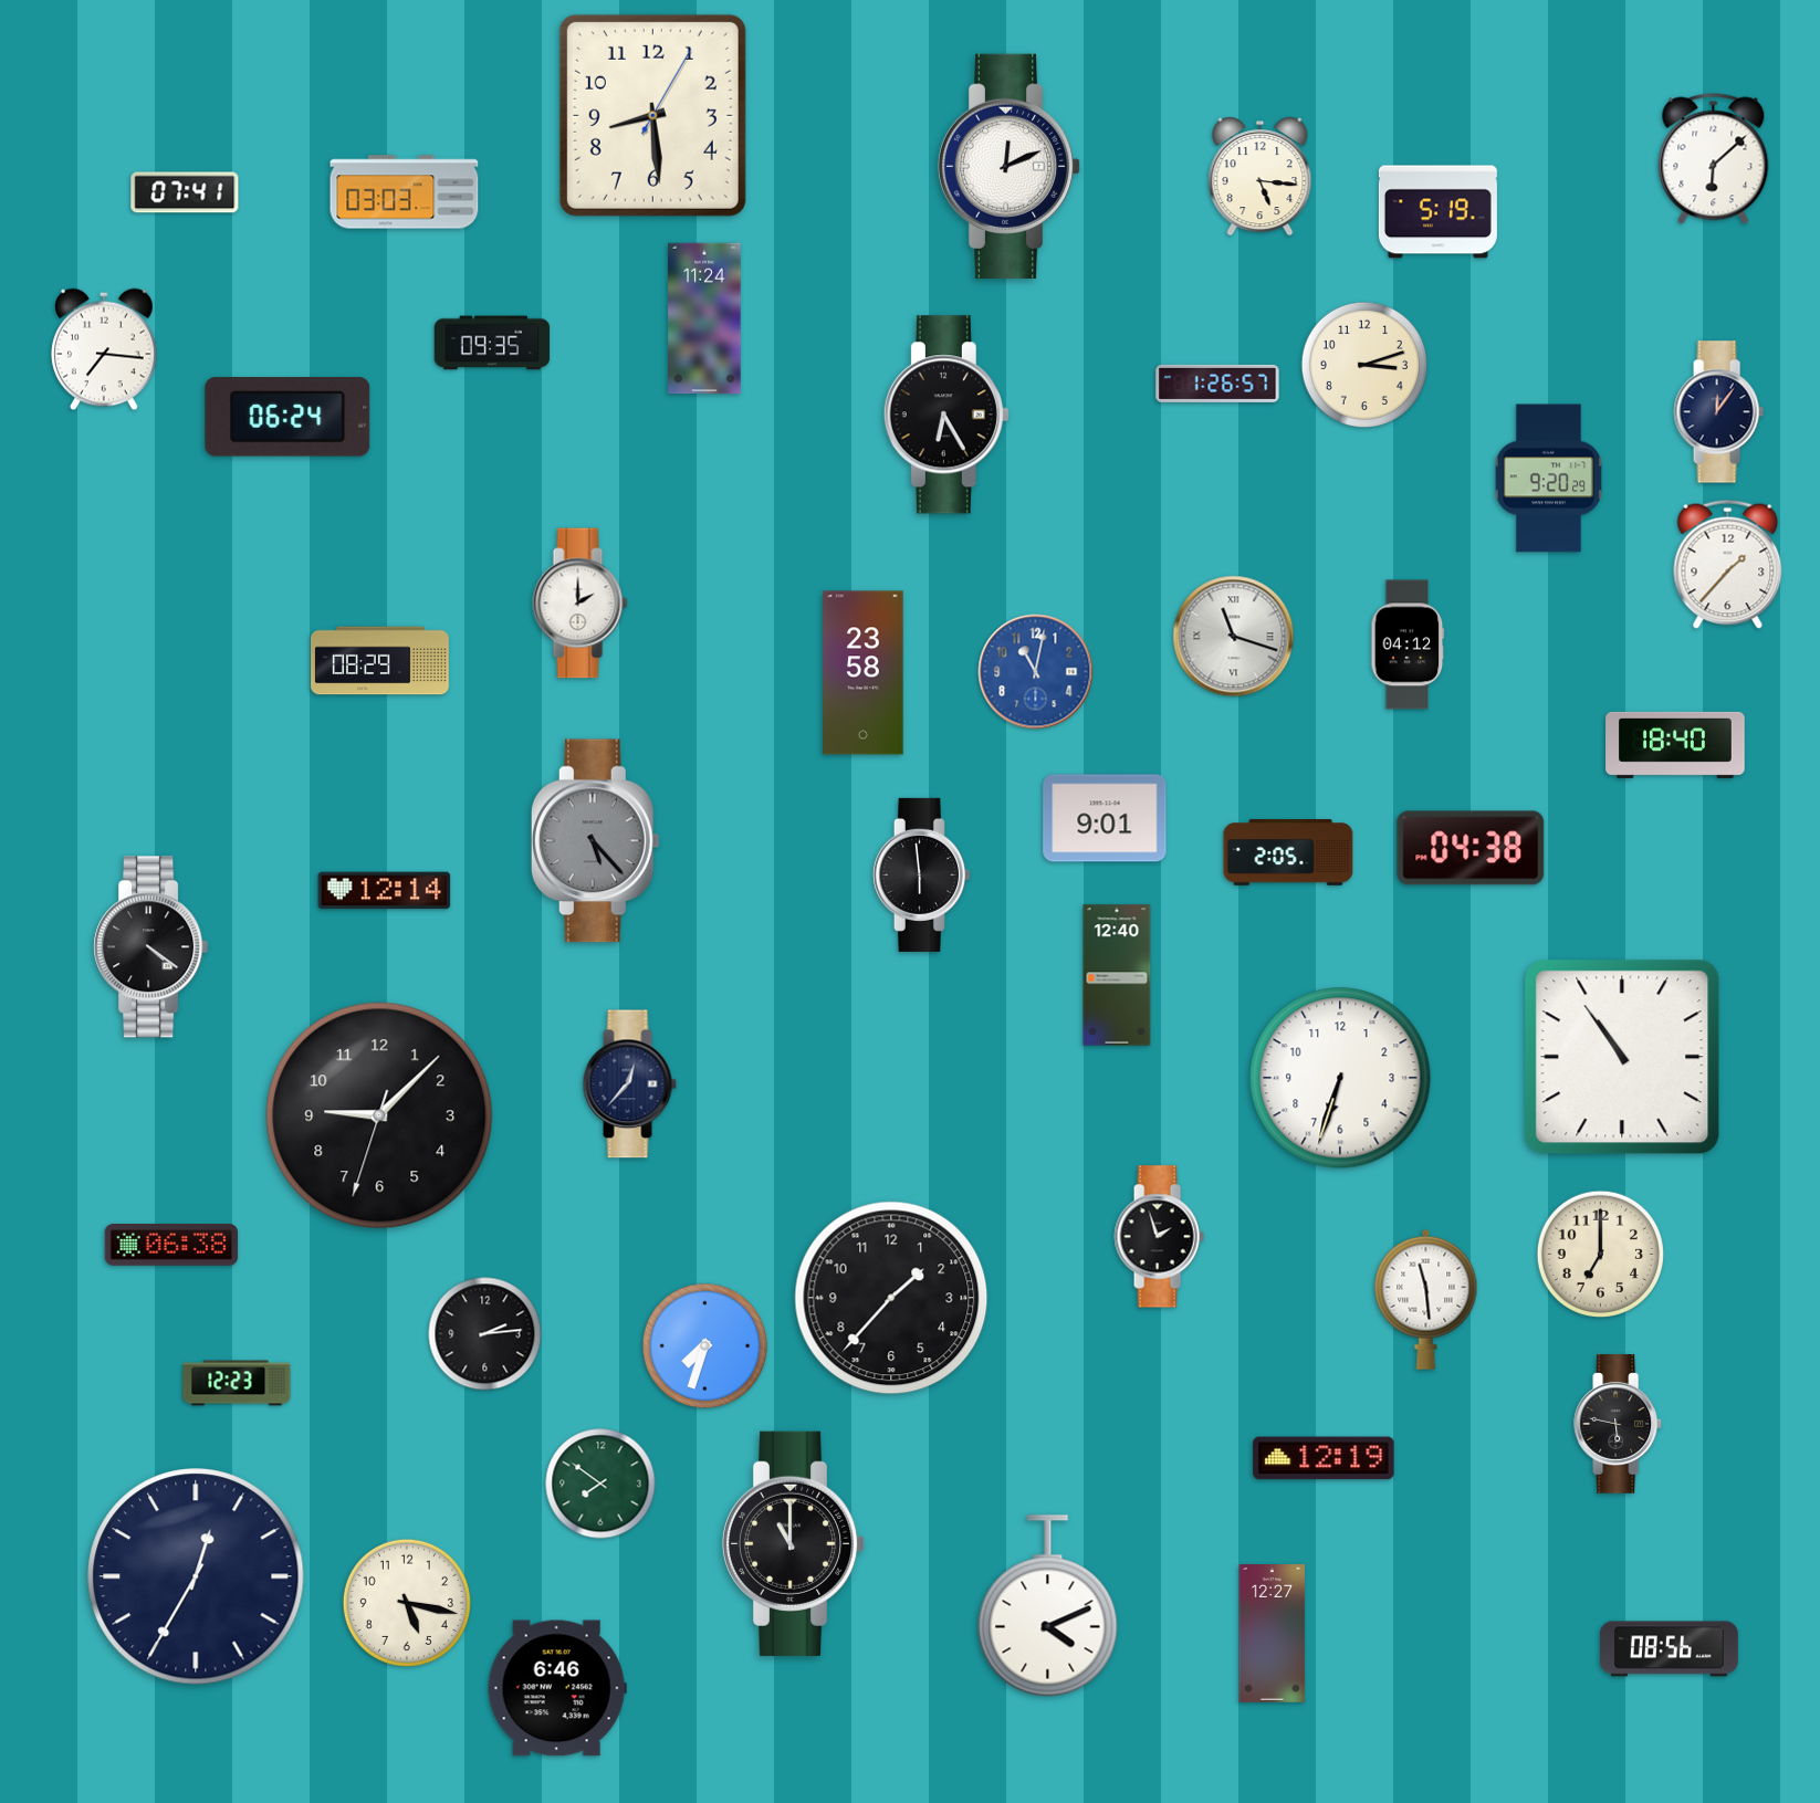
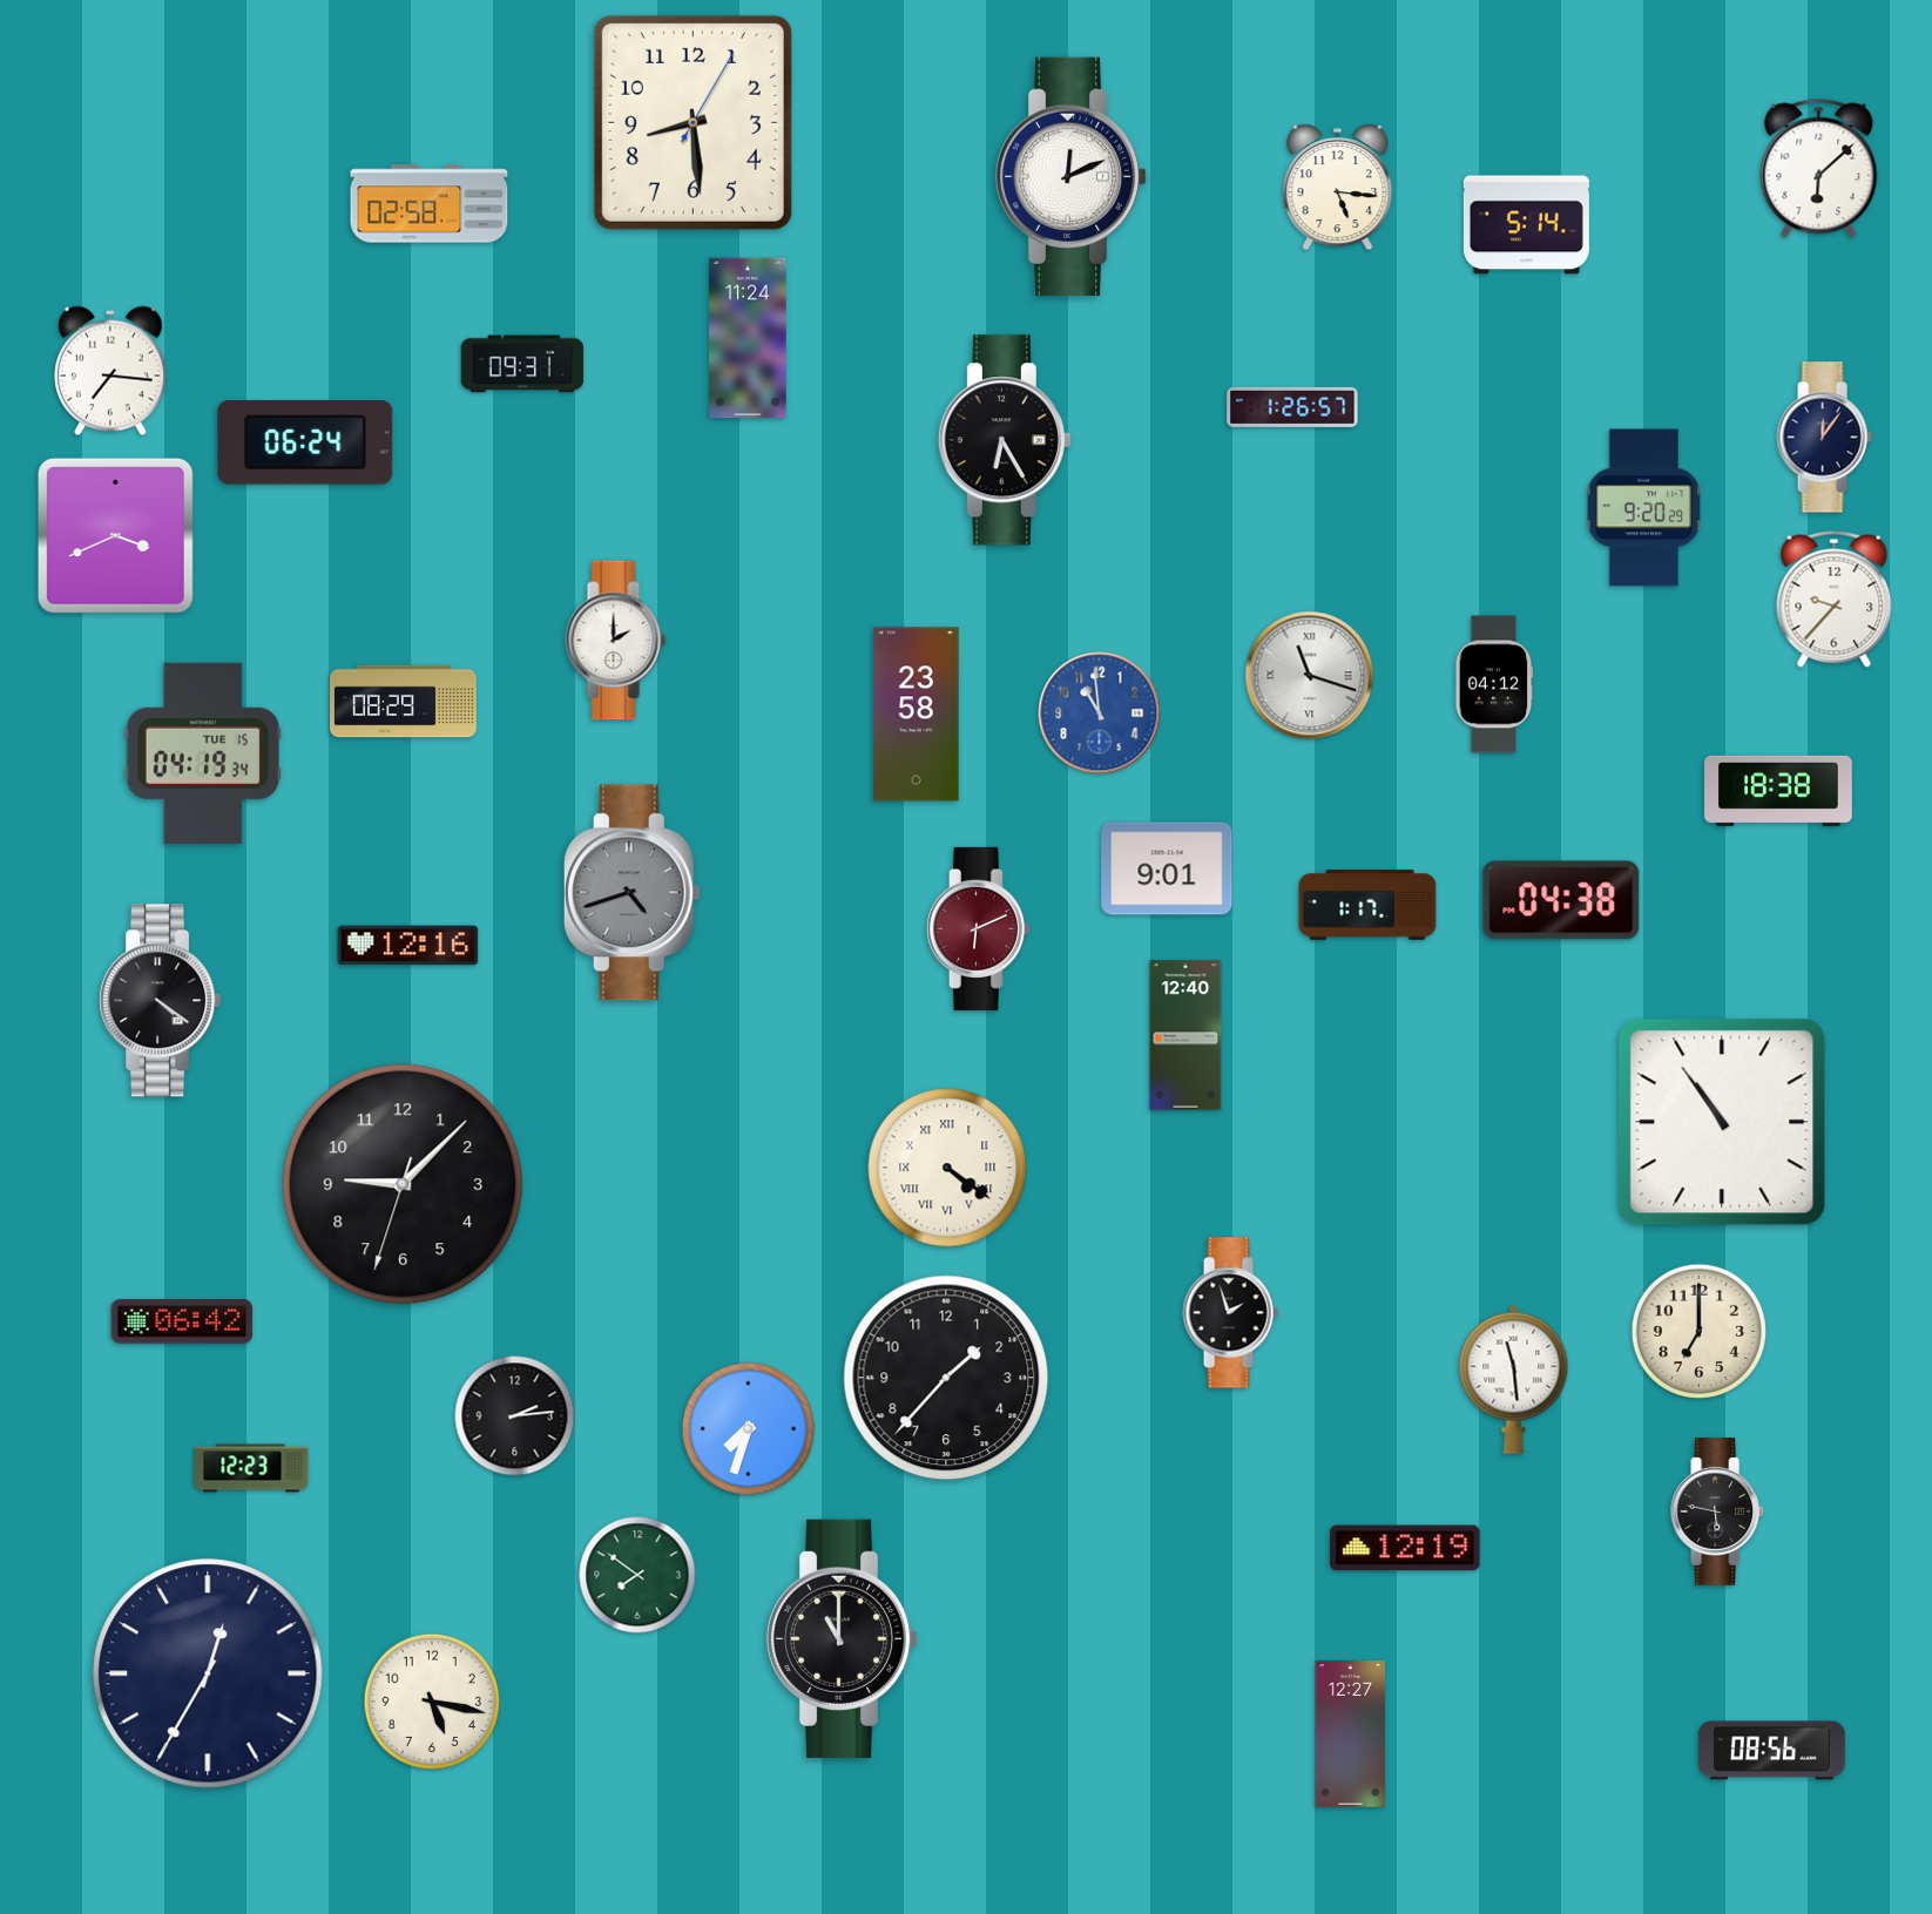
clock at (185, 192): 07:41 -> none
clock at (405, 192): 03:03 -> 02:58
clock at (1437, 212): 5:19 -> 5:14
clock at (492, 343): 09:35 -> 09:31
clock at (1363, 364): 3:12 -> none
clock at (115, 535): none -> 3:41
clock at (1728, 564): 1:37 -> 9:37
clock at (1036, 672): 11:02 -> 10:59
clock at (202, 753): none -> 04:19
clock at (1675, 745): 18:40 -> 18:38
clock at (1105, 818) position: (1105, 818) -> (1167, 868)
clock at (595, 841): 5:23 -> 4:42
clock at (1288, 852): 2:05 -> 1:17
clock at (921, 874): 5:59 -> 6:11
clock at (921, 874) dial: black -> burgundy
clock at (385, 891): 12:14 -> 12:16
clock at (151, 947) position: (151, 947) -> (161, 1001)
clock at (1340, 1078): 6:33 -> none
clock at (629, 1084): 12:37 -> none
clock at (947, 1168): none -> 4:21
clock at (171, 1246): 06:38 -> 06:42
clock at (1048, 1606): 4:11 -> none
clock at (557, 1688): 6:46 -> none
